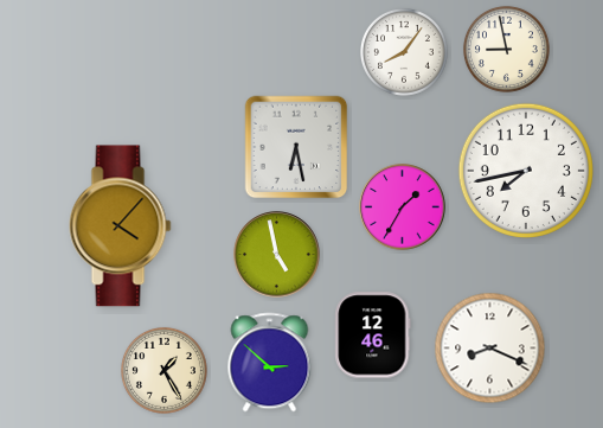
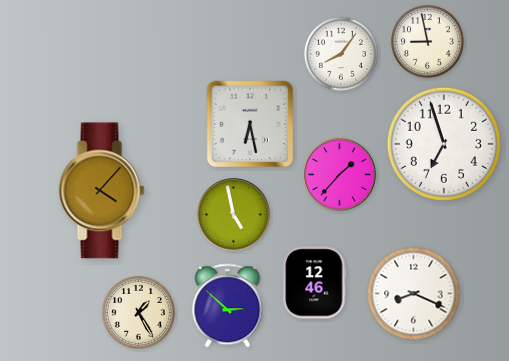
clock at (404, 52) position: (404, 52) -> (341, 54)
clock at (526, 171): 7:43 -> 6:57
clock at (403, 207): 1:35 -> 1:37
